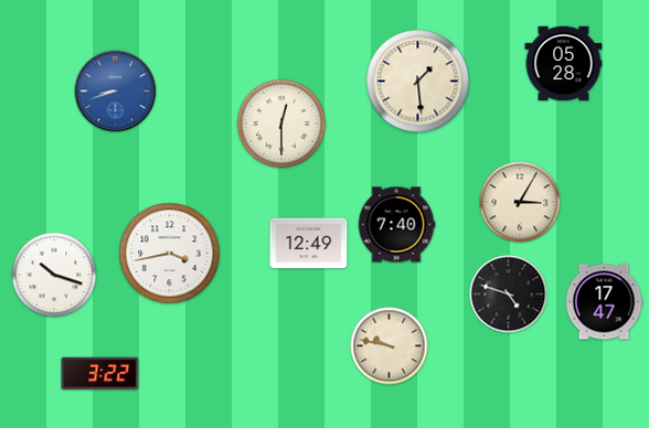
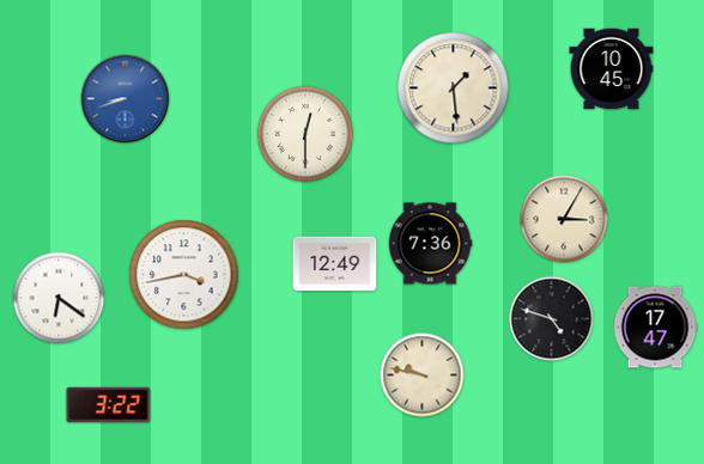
clock at (564, 64): 05:28 -> 10:45
clock at (396, 225): 7:40 -> 7:36
clock at (54, 275): 10:18 -> 6:21
